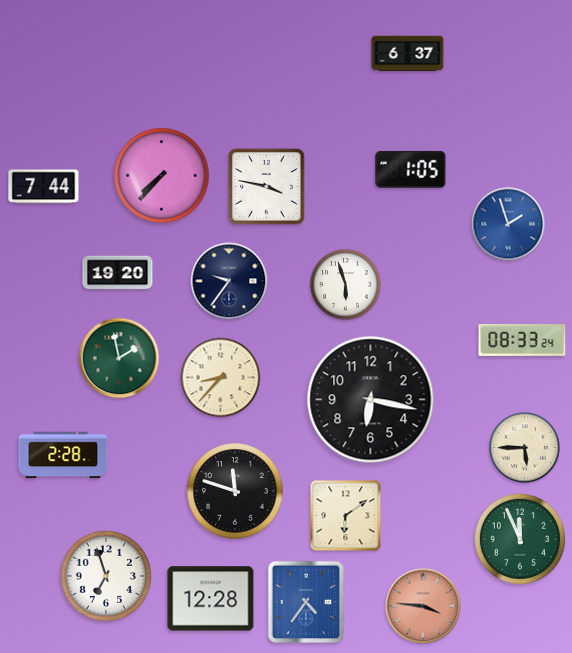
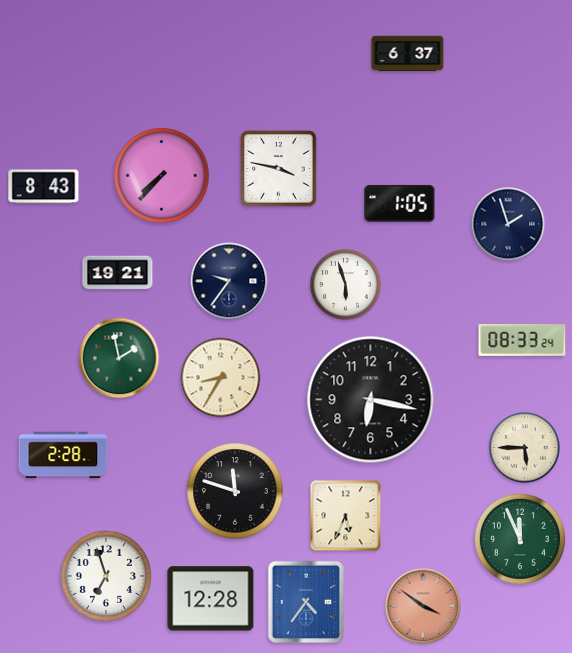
clock at (411, 169) position: (411, 169) -> (400, 203)
clock at (44, 187): 7:44 -> 8:43
clock at (267, 187) position: (267, 187) -> (279, 169)
clock at (508, 224) dial: blue -> navy
clock at (118, 273): 19:20 -> 19:21
clock at (221, 378): 8:37 -> 8:35
clock at (346, 516): 6:09 -> 5:34
clock at (423, 606): 3:46 -> 3:51
